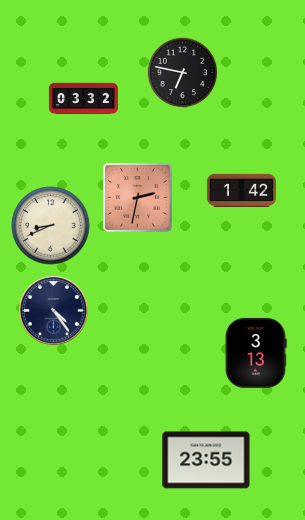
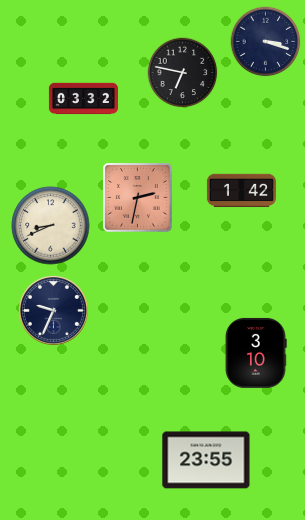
clock at (266, 42): none -> 3:18
clock at (53, 310): 4:24 -> 9:34
clock at (256, 353): 3:13 -> 3:10
